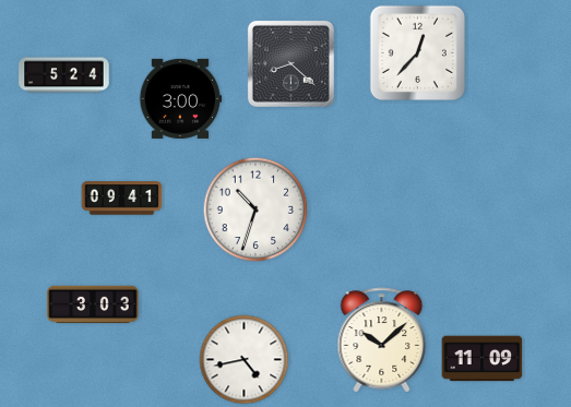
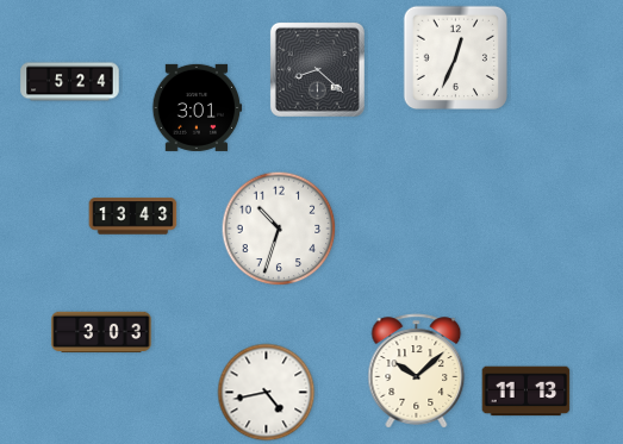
clock at (417, 52): 12:37 -> 12:34
clock at (181, 98): 3:00 -> 3:01
clock at (122, 199): 09:41 -> 13:43
clock at (483, 359): 11:09 -> 11:13
